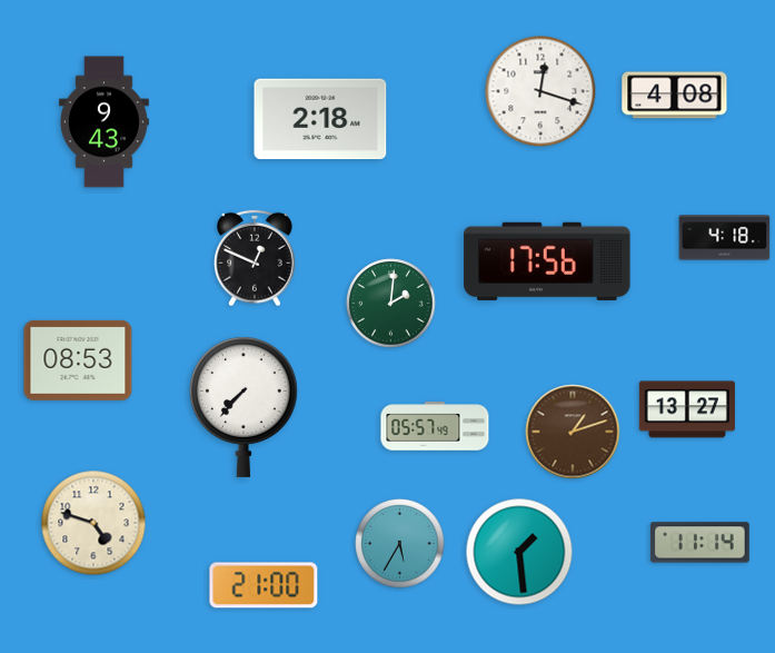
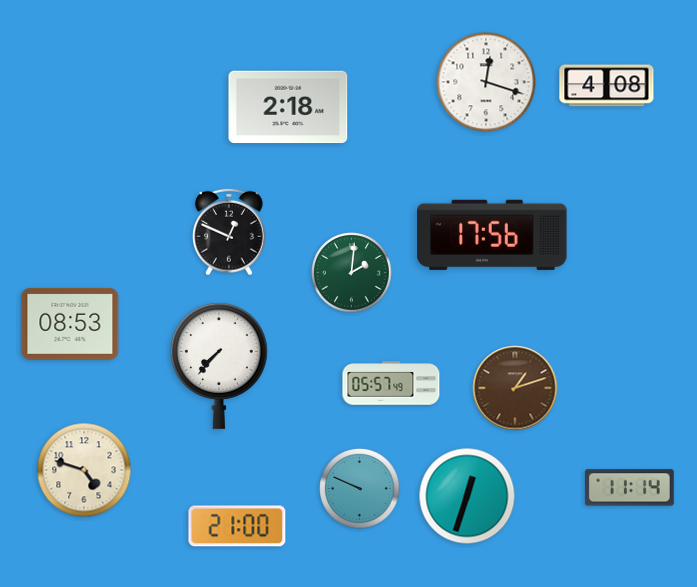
clock at (103, 122): 9:43 -> none
clock at (725, 238): 4:18 -> none
clock at (687, 409): 13:27 -> none
clock at (400, 544): 5:35 -> 9:49
clock at (519, 552): 1:29 -> 12:33
